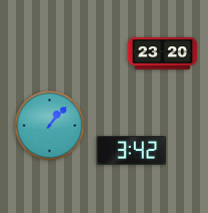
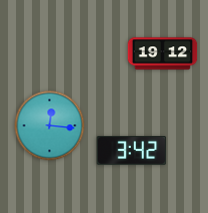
clock at (163, 54): 23:20 -> 19:12
clock at (50, 126): 1:07 -> 12:16
